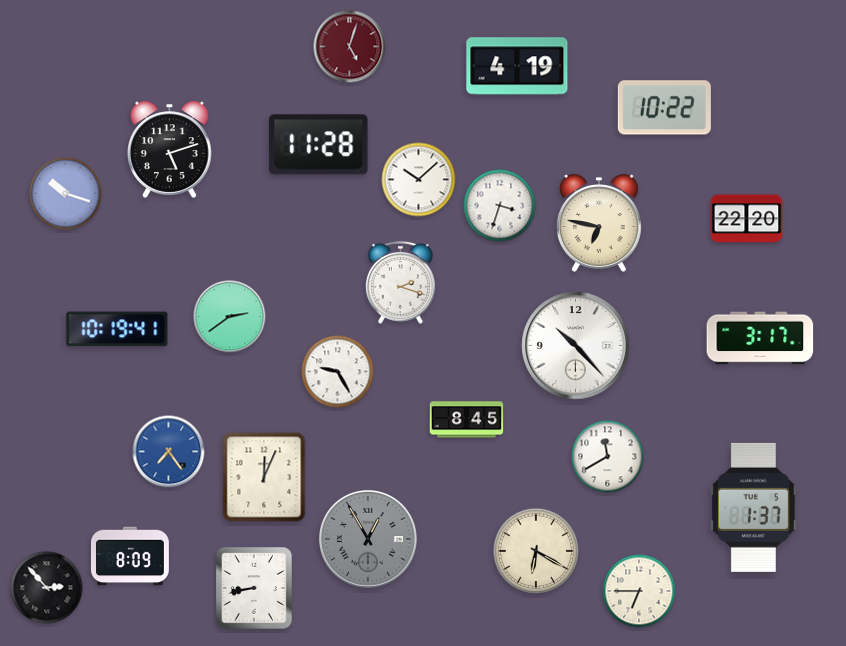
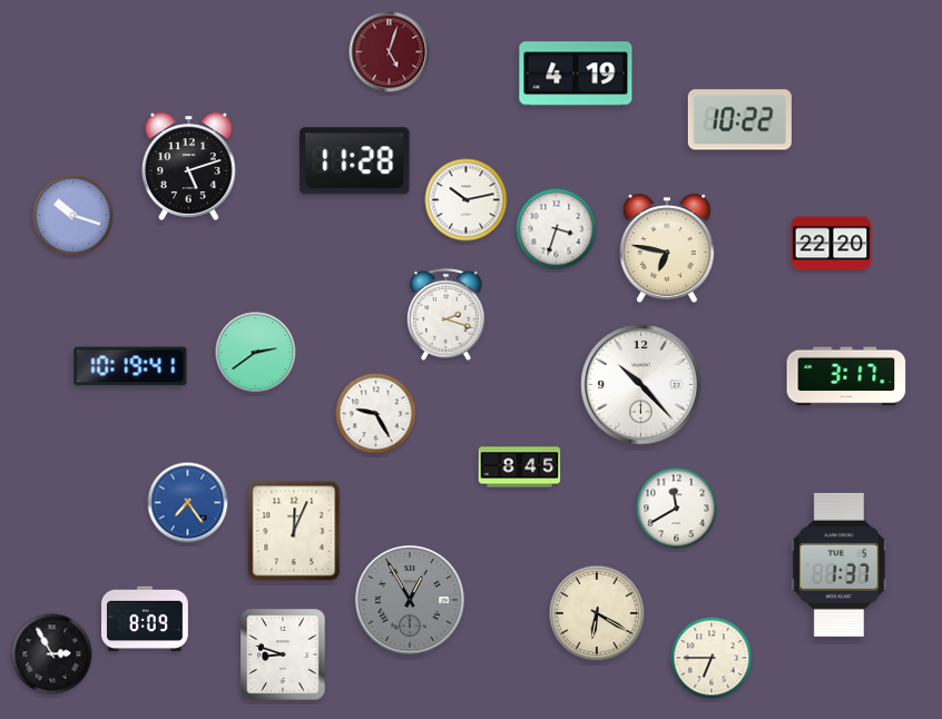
clock at (419, 180): 10:08 -> 10:13
clock at (47, 588): 2:53 -> 2:55
clock at (255, 589): 8:43 -> 8:48
